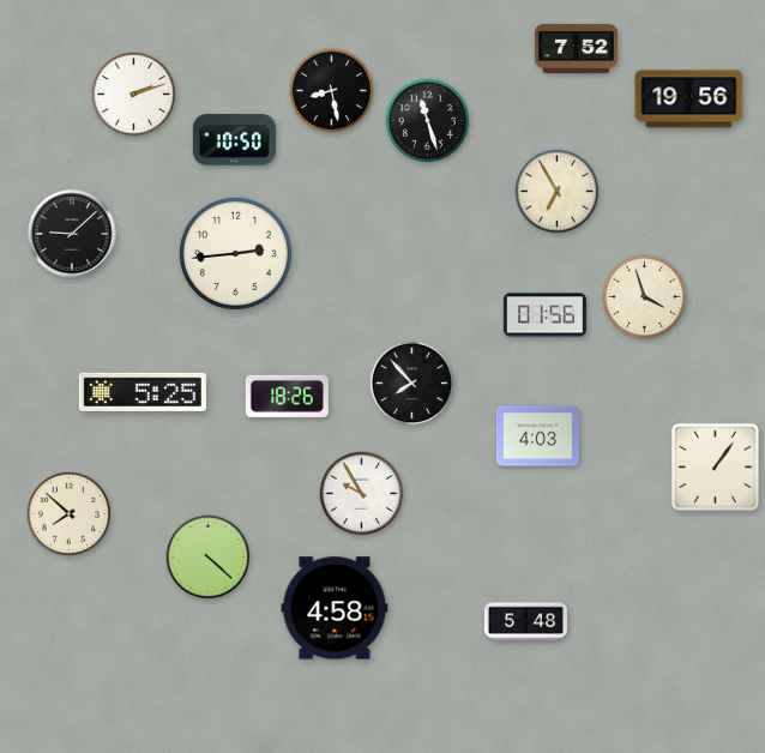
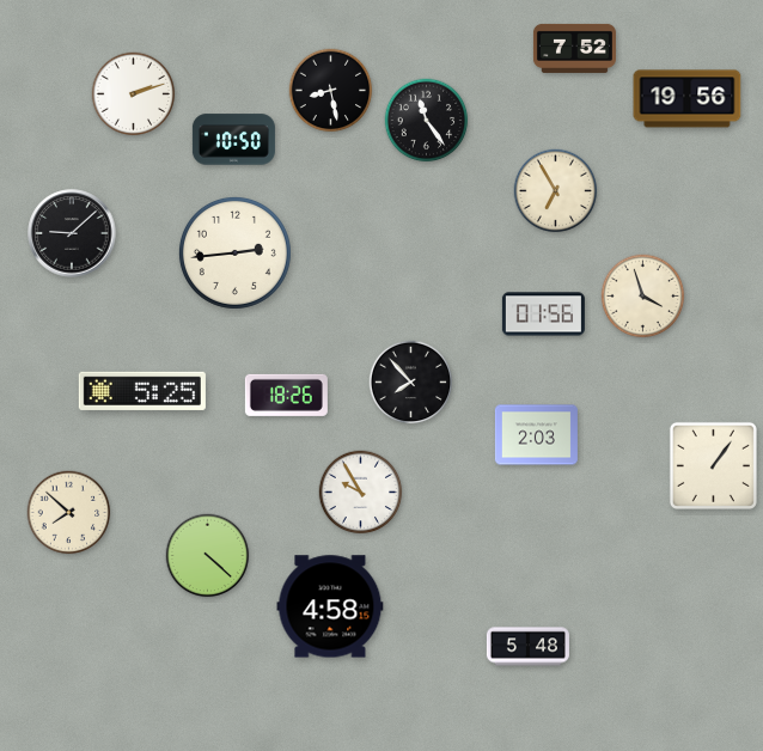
clock at (428, 121): 11:27 -> 11:24
clock at (537, 436): 4:03 -> 2:03
clock at (335, 608) position: (335, 608) -> (330, 606)
clock at (525, 622) position: (525, 622) -> (527, 647)
